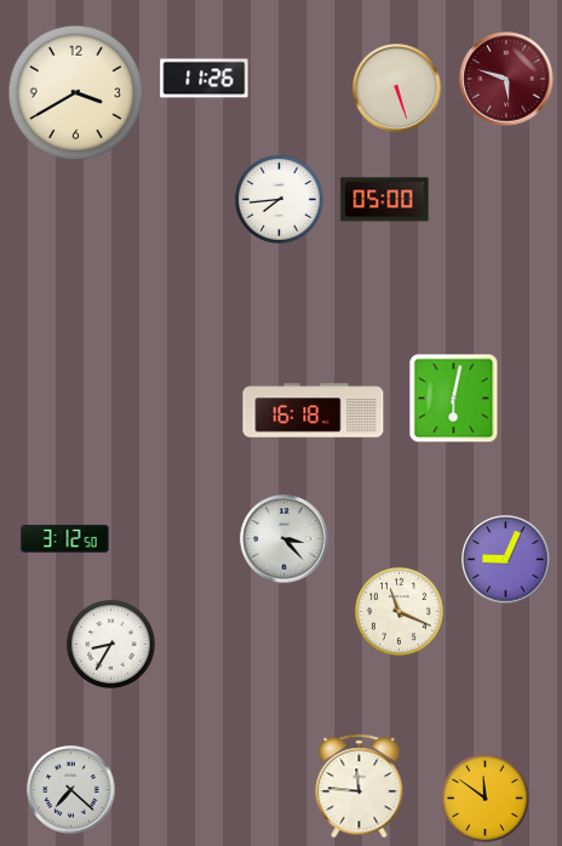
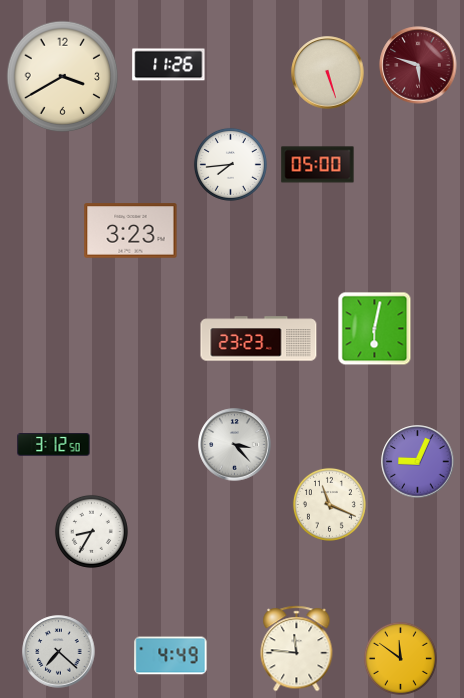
clock at (131, 231): none -> 3:23
clock at (314, 411): 16:18 -> 23:23
clock at (171, 656): none -> 4:49
